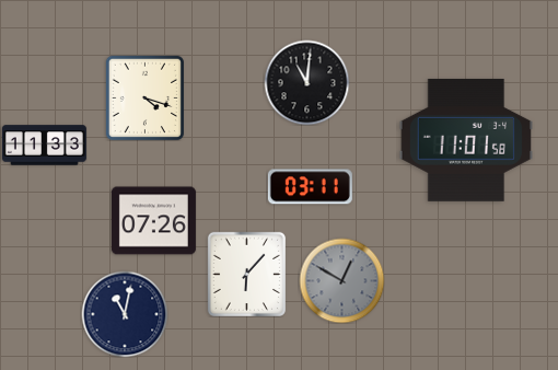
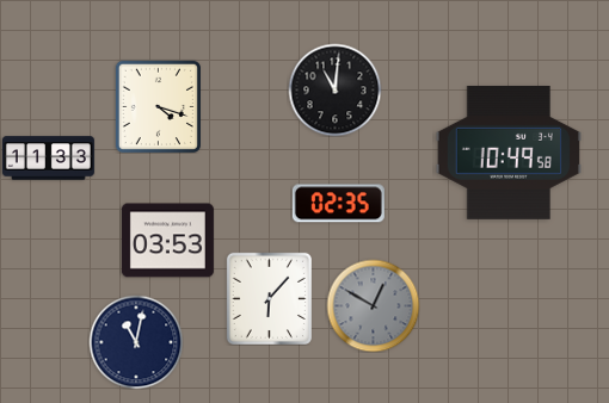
clock at (466, 140): 11:01 -> 10:49
clock at (310, 187): 03:11 -> 02:35
clock at (153, 221): 07:26 -> 03:53
